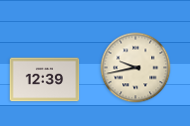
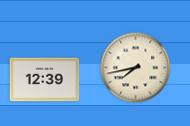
clock at (136, 68): 9:43 -> 7:43
